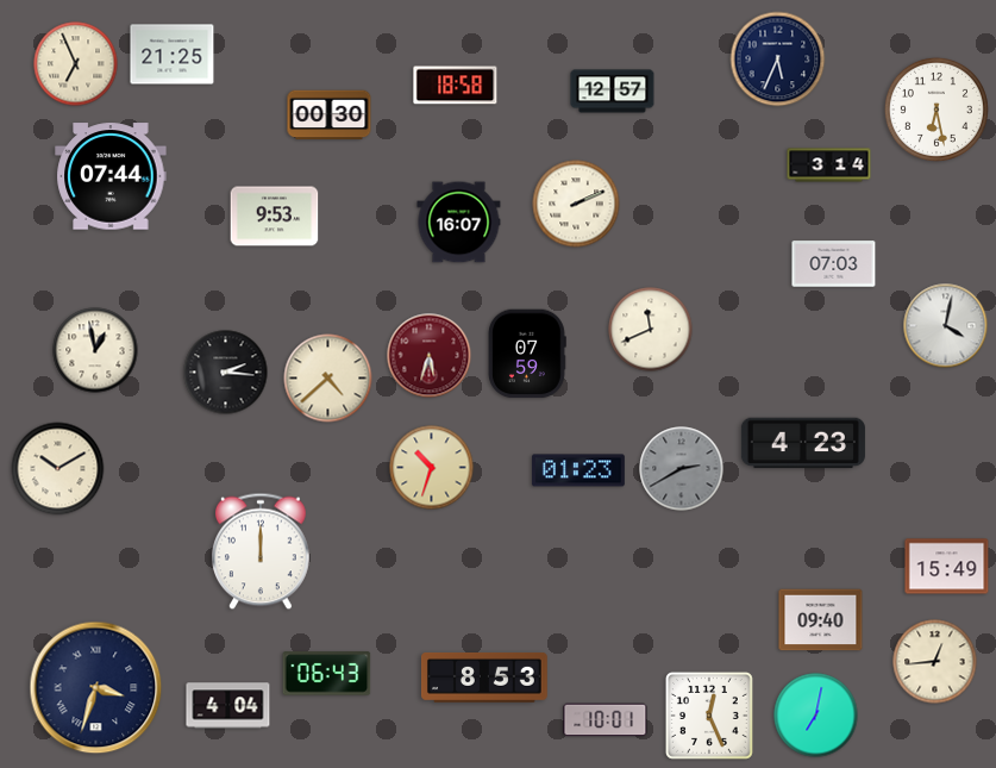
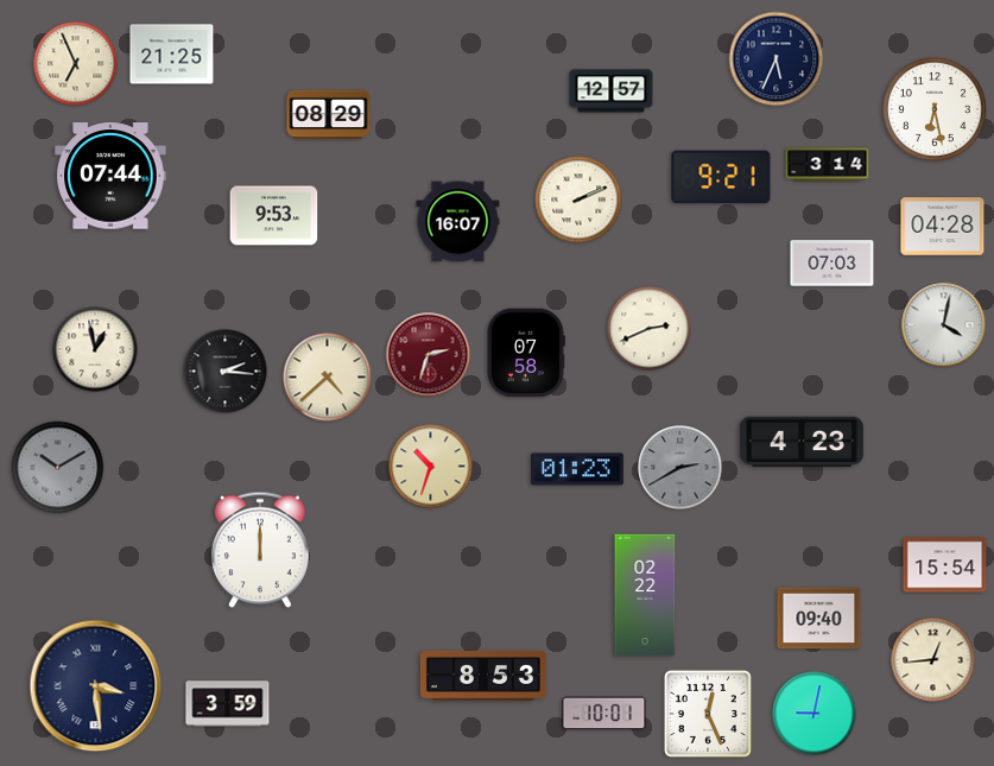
clock at (456, 86): 18:58 -> none
clock at (330, 115): 00:30 -> 08:29
clock at (721, 177): none -> 9:21
clock at (576, 204) position: (576, 204) -> (578, 200)
clock at (943, 227): none -> 04:28
clock at (651, 330): 11:41 -> 2:41
clock at (527, 354): 07:59 -> 07:58
clock at (430, 356): 5:33 -> 2:33
clock at (58, 469) dial: cream -> grey
clock at (947, 567): 15:49 -> 15:54
clock at (645, 595): none -> 02:22
clock at (327, 674): 06:43 -> none
clock at (96, 688): 3:33 -> 3:29
clock at (228, 706): 4:04 -> 3:59
clock at (816, 716): 7:02 -> 9:02
clock at (606, 720) position: (606, 720) -> (604, 714)
